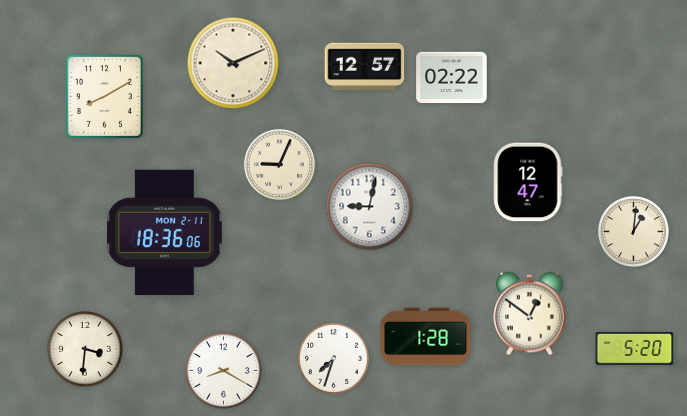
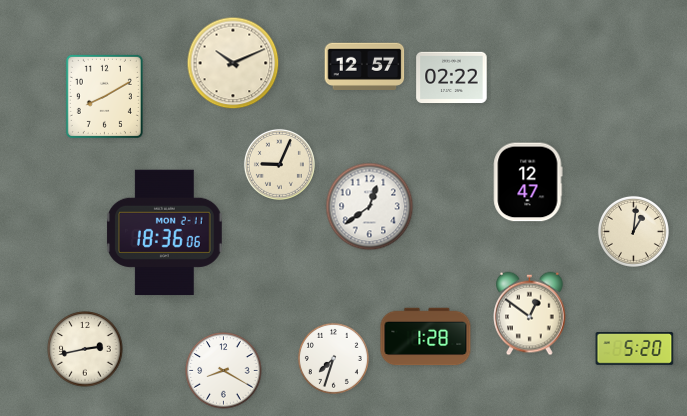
clock at (370, 207): 9:02 -> 12:39
clock at (85, 349): 3:31 -> 2:43
